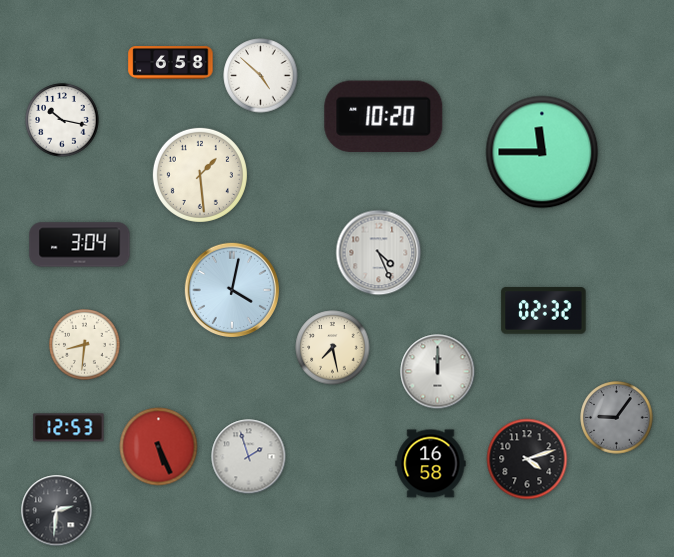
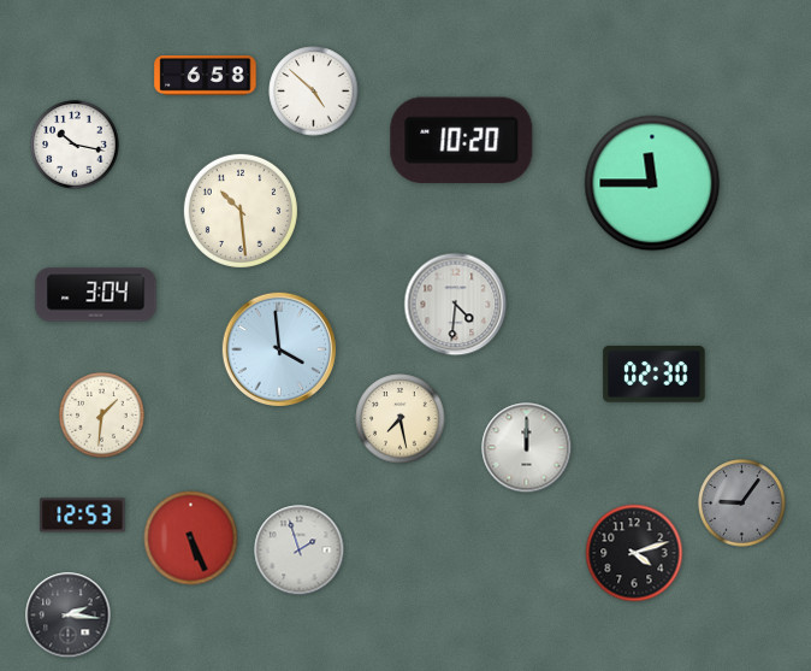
clock at (200, 175): 1:29 -> 10:29
clock at (379, 253): 4:26 -> 4:31
clock at (231, 289): 4:02 -> 3:59
clock at (544, 311): 02:32 -> 02:30
clock at (85, 345): 8:31 -> 1:31
clock at (431, 464): 16:58 -> none
clock at (57, 511): 2:31 -> 2:16
